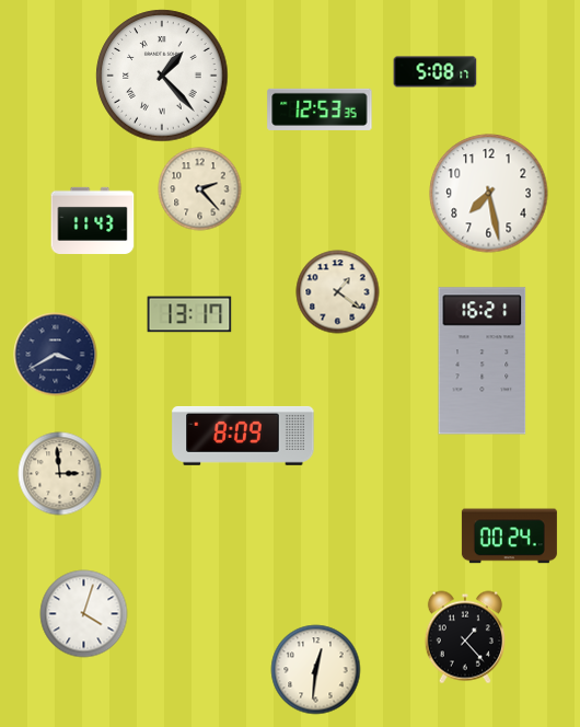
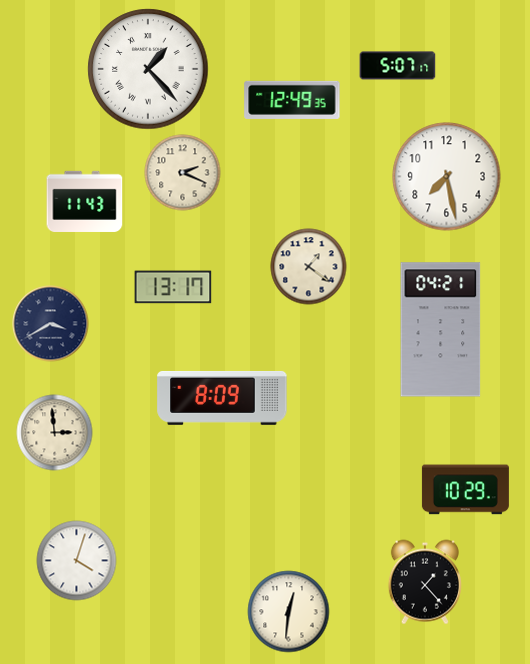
clock at (436, 72): 5:08 -> 5:07
clock at (320, 109): 12:53 -> 12:49
clock at (200, 189): 2:23 -> 2:19
clock at (483, 361): 16:21 -> 04:21
clock at (509, 536): 00:24 -> 10:29
